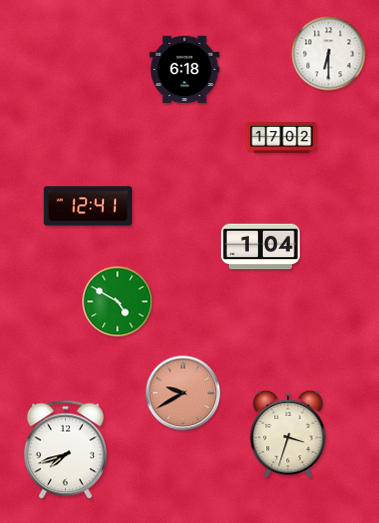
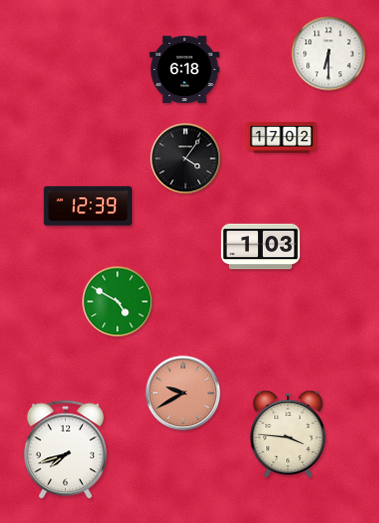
clock at (186, 159): none -> 4:06
clock at (88, 206): 12:41 -> 12:39
clock at (261, 247): 1:04 -> 1:03
clock at (288, 434): 3:33 -> 3:46
